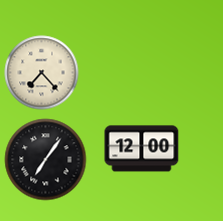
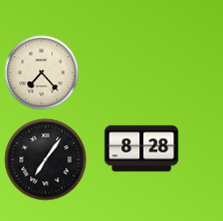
clock at (142, 149): 12:00 -> 8:28
